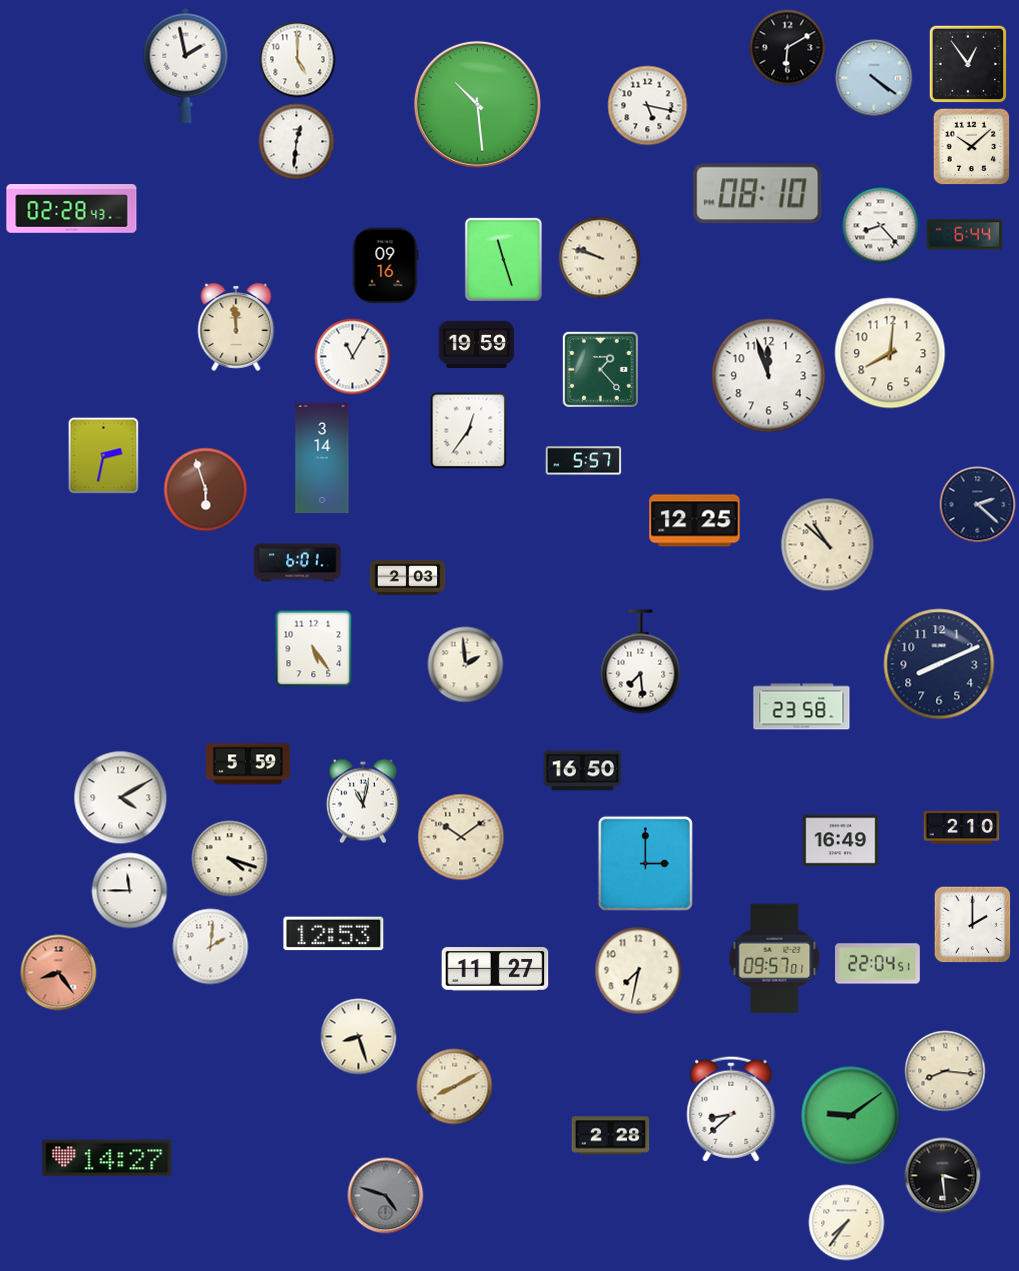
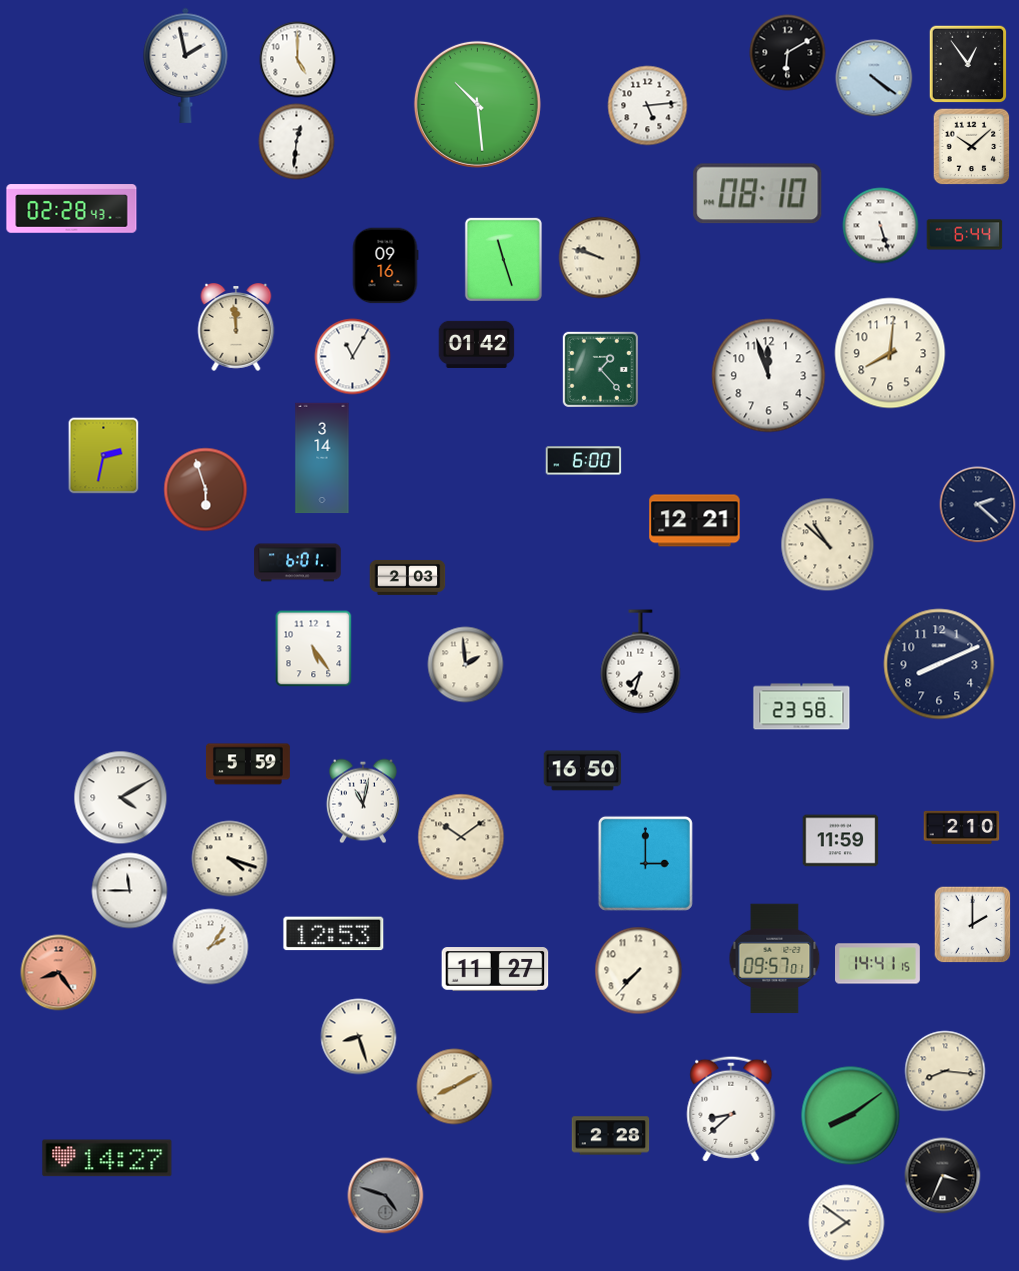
clock at (788, 48) position: (788, 48) -> (788, 53)
clock at (648, 106): 5:17 -> 5:14
clock at (881, 226): 8:23 -> 5:27
clock at (477, 344): 19:59 -> 01:42
clock at (469, 431): 12:36 -> none
clock at (584, 461): 5:57 -> 6:00
clock at (695, 521): 12:25 -> 12:21
clock at (641, 662): 7:29 -> 7:33
clock at (841, 841): 16:49 -> 11:59
clock at (211, 947): 2:01 -> 2:06
clock at (878, 964): 22:04 -> 14:41
clock at (639, 971): 7:32 -> 7:37
clock at (851, 1116): 9:09 -> 8:09
clock at (943, 1176): 3:29 -> 3:34
clock at (847, 1223): 7:36 -> 7:51
